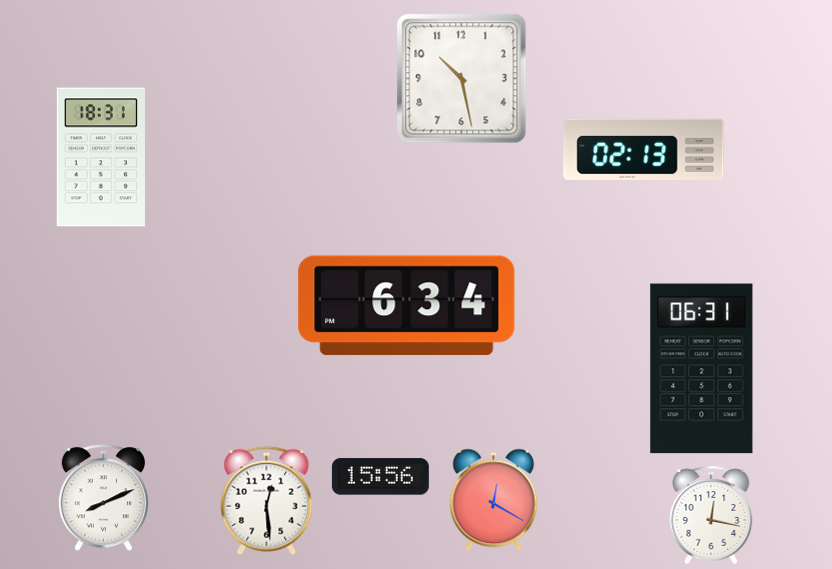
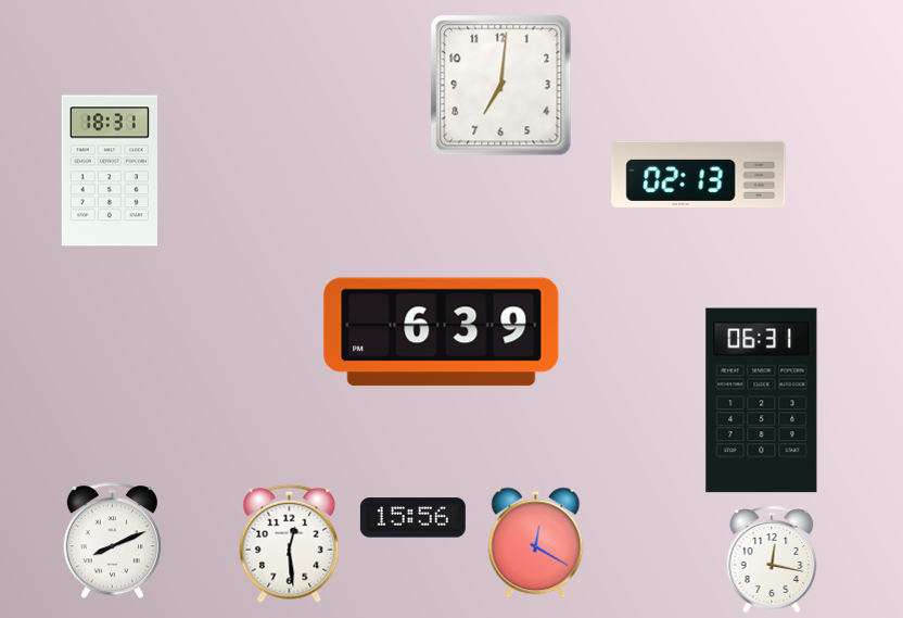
clock at (462, 79): 10:28 -> 7:01
clock at (644, 149) position: (644, 149) -> (699, 174)
clock at (407, 306): 6:34 -> 6:39
